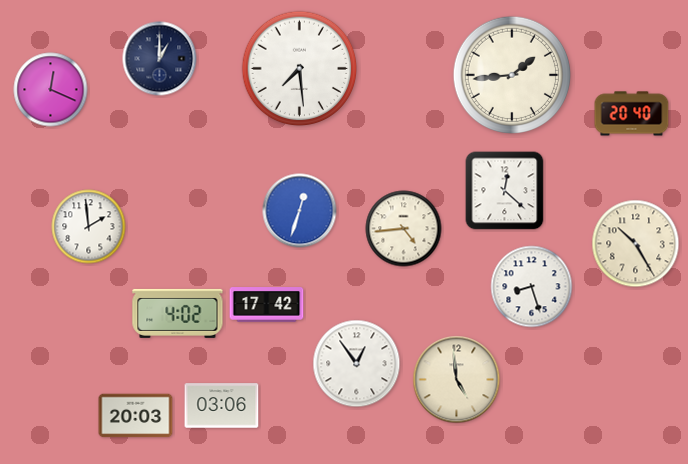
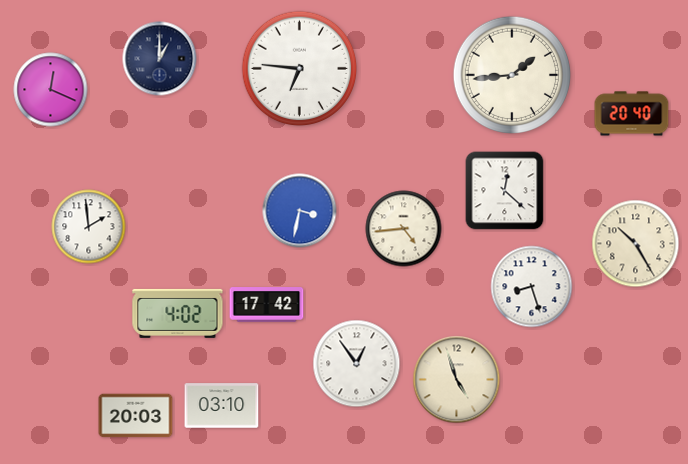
clock at (300, 69): 7:29 -> 6:46
clock at (300, 211): 12:33 -> 3:32
clock at (457, 380): 4:59 -> 4:57
clock at (222, 406): 03:06 -> 03:10
